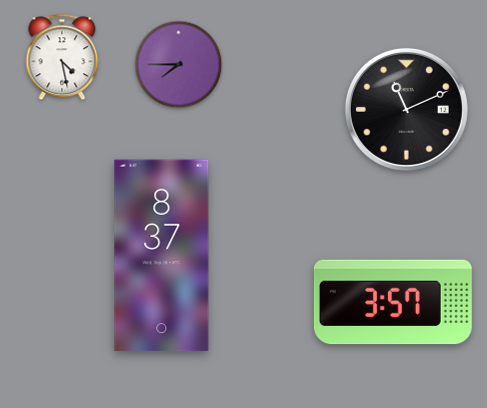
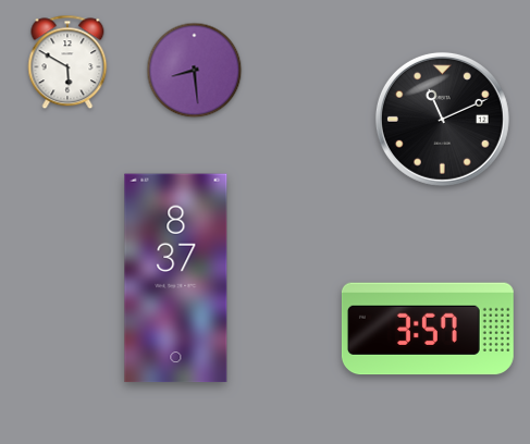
clock at (62, 57): 4:28 -> 5:50
clock at (179, 65): 7:45 -> 8:29
